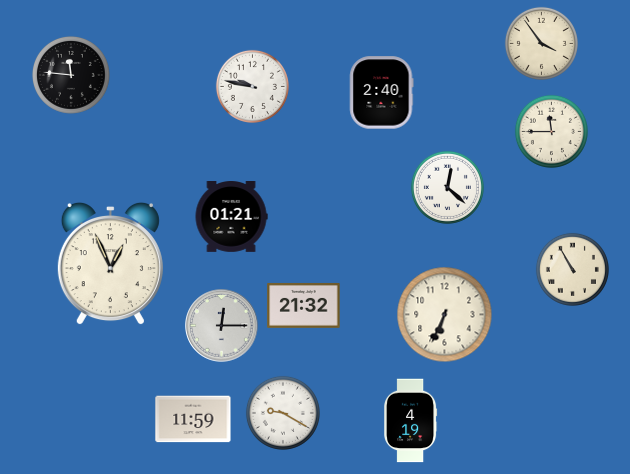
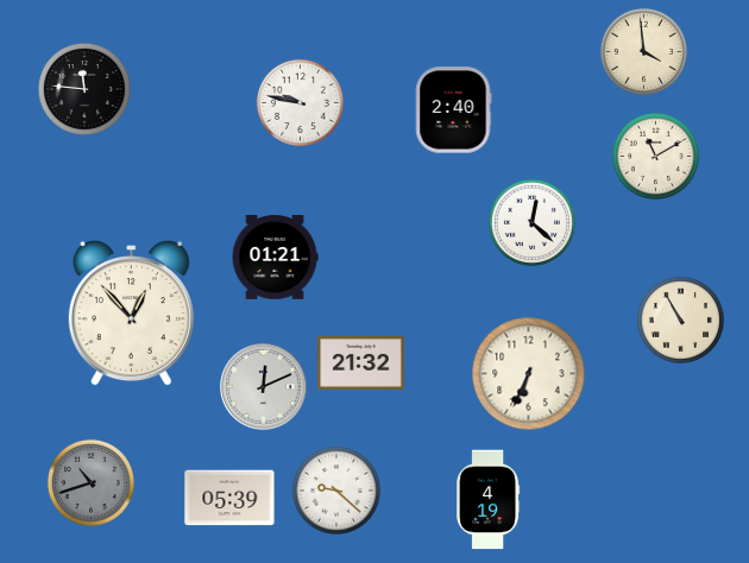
clock at (541, 43): 3:54 -> 3:59
clock at (551, 131): 11:45 -> 11:10
clock at (110, 264): 12:56 -> 12:53
clock at (222, 326): 12:15 -> 12:11
clock at (90, 482): none -> 10:42
clock at (283, 413): 9:20 -> 9:22
clock at (193, 419): 11:59 -> 05:39
